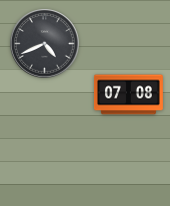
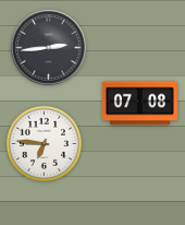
clock at (45, 44): 4:41 -> 2:44
clock at (45, 144): none -> 6:46
